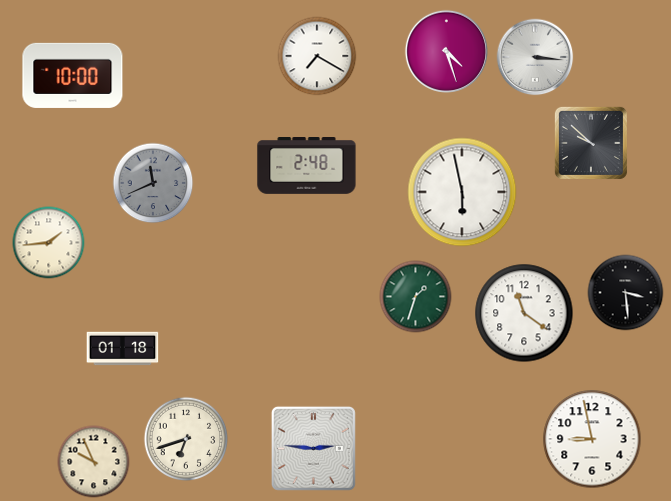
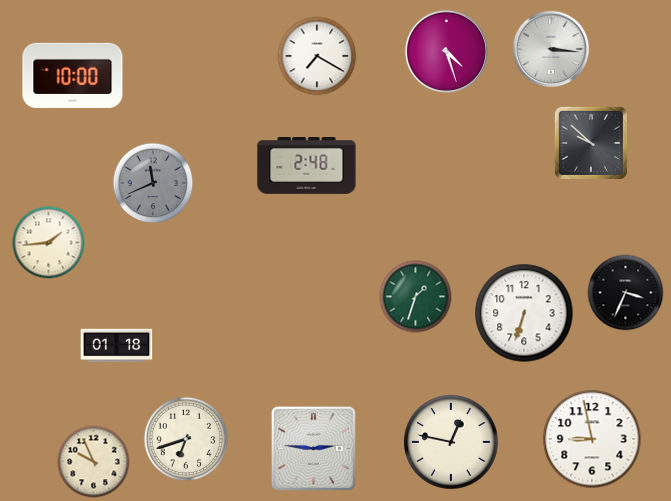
clock at (535, 57) position: (535, 57) -> (551, 49)
clock at (462, 192): 5:58 -> none
clock at (626, 293): 3:29 -> 3:34
clock at (524, 313): 11:21 -> 6:33
clock at (123, 349) position: (123, 349) -> (117, 346)
clock at (451, 442): none -> 12:47
